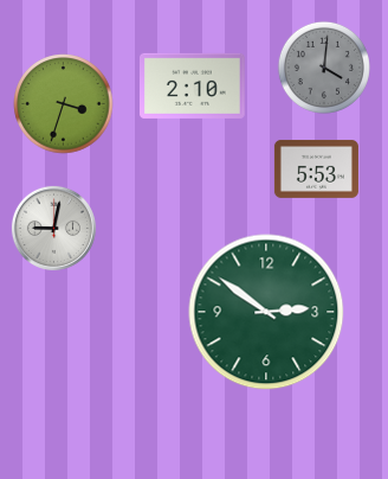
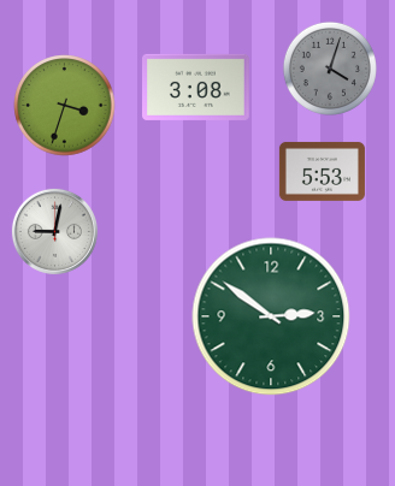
clock at (324, 68): 4:01 -> 4:03
clock at (193, 85): 2:10 -> 3:08
